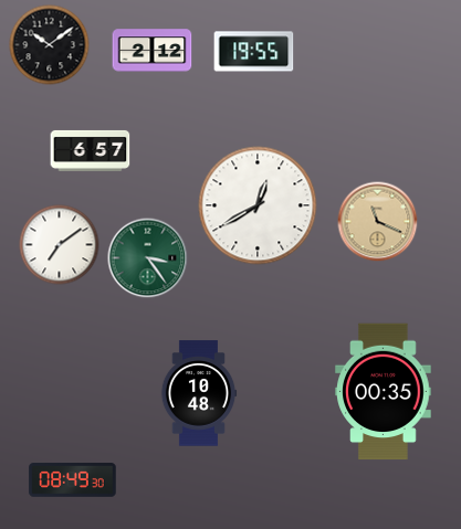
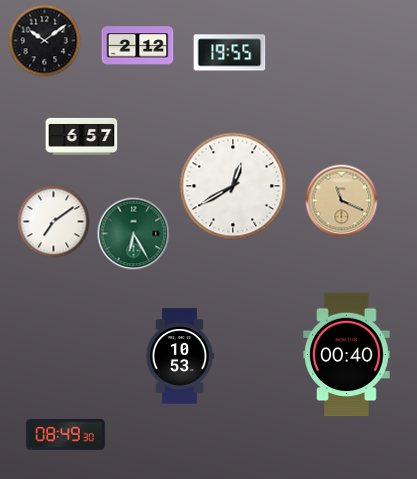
clock at (254, 52) position: (254, 52) -> (230, 53)
clock at (148, 258): 3:24 -> 6:25
clock at (384, 392): 00:35 -> 00:40
clock at (199, 393): 10:48 -> 10:53
